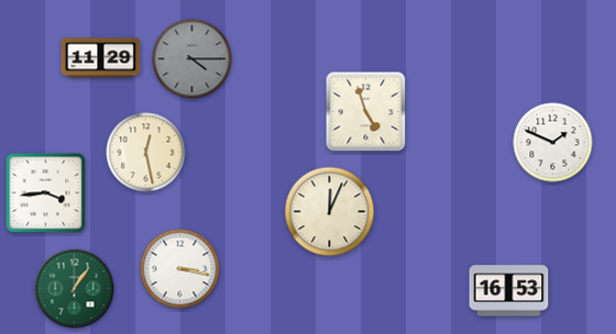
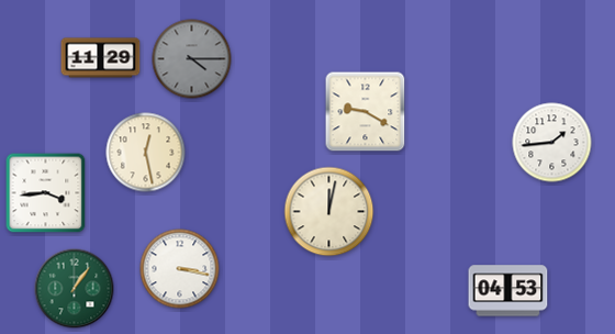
clock at (366, 112): 4:57 -> 9:20
clock at (553, 143): 1:49 -> 1:44
clock at (330, 212): 12:04 -> 12:02
clock at (509, 291): 16:53 -> 04:53
